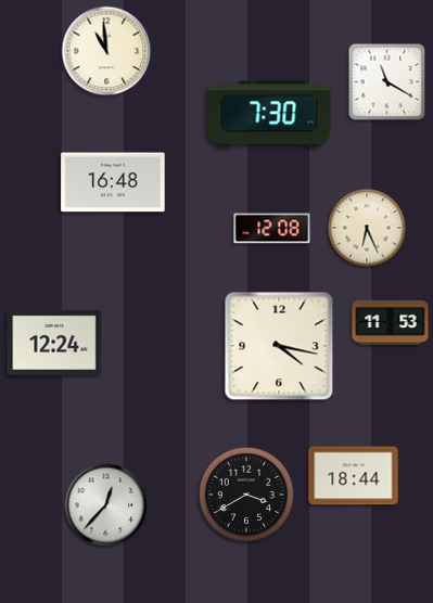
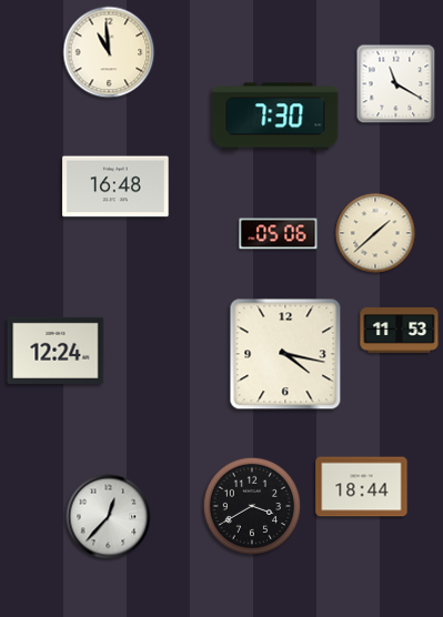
clock at (367, 228): 6:26 -> 1:38
clock at (272, 229): 12:08 -> 05:06
